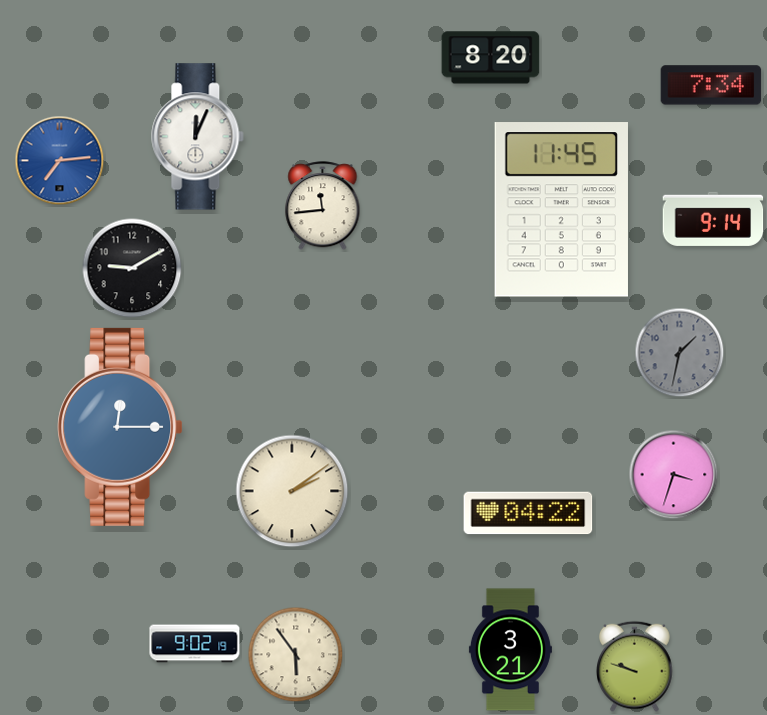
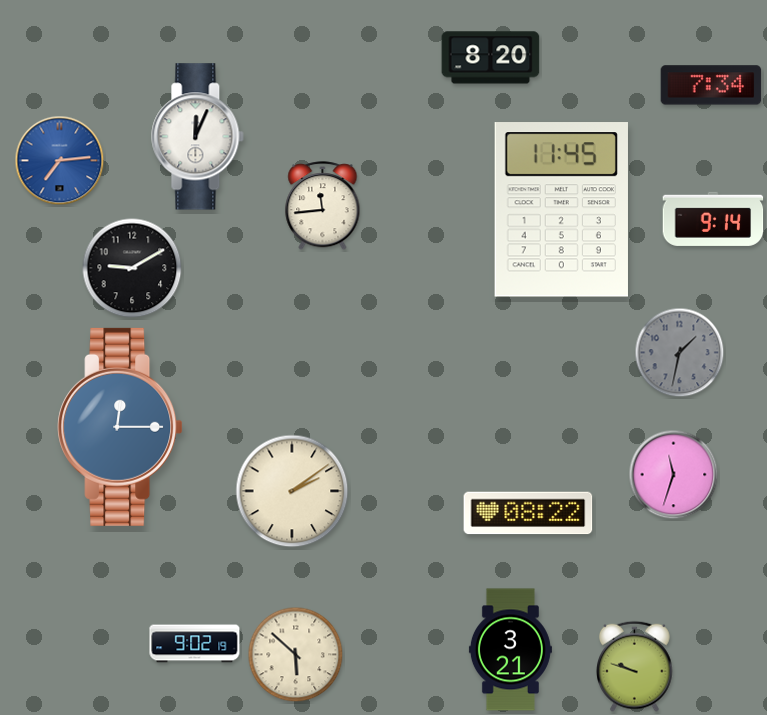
clock at (674, 475): 3:33 -> 11:33
clock at (528, 513): 04:22 -> 08:22
clock at (296, 655): 5:54 -> 5:52
